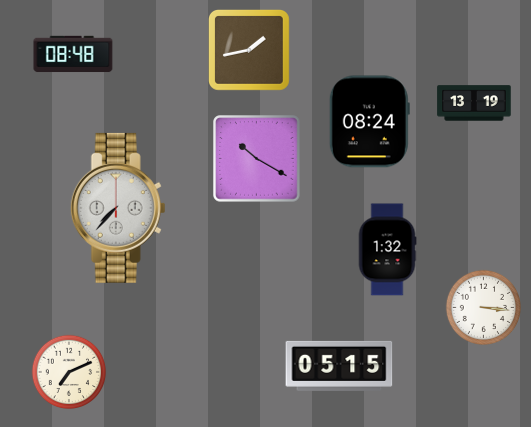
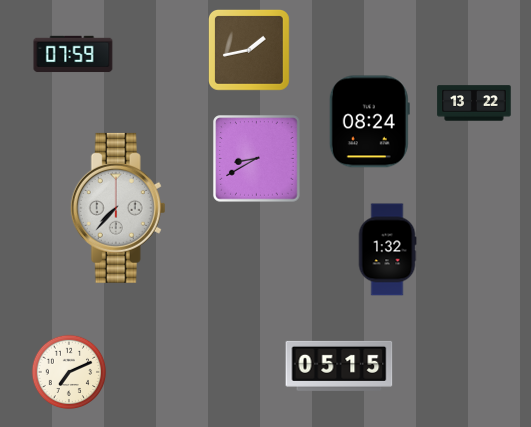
clock at (73, 54): 08:48 -> 07:59
clock at (474, 103): 13:19 -> 13:22
clock at (257, 159): 10:20 -> 8:40
clock at (483, 307): 3:16 -> none
